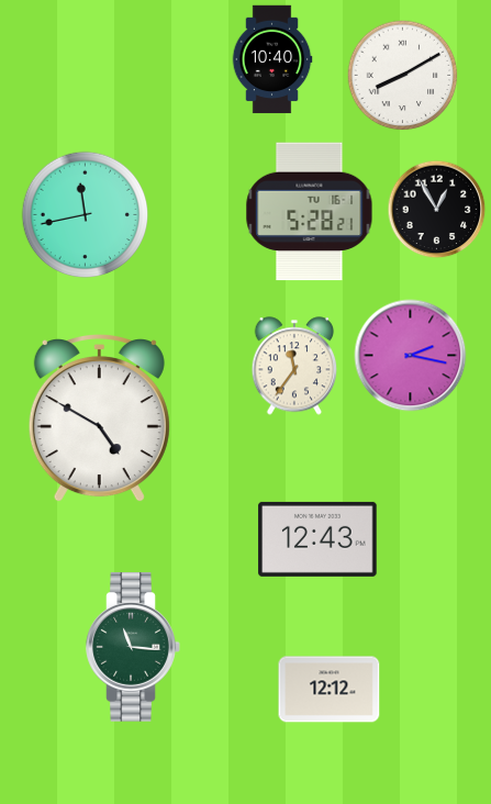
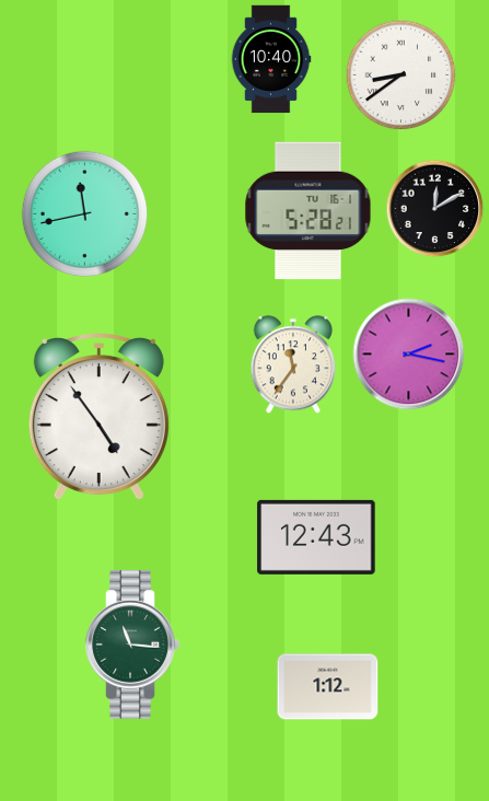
clock at (403, 76): 8:10 -> 8:39
clock at (437, 210): 12:55 -> 12:10
clock at (99, 418): 4:50 -> 4:54
clock at (330, 690): 12:12 -> 1:12
